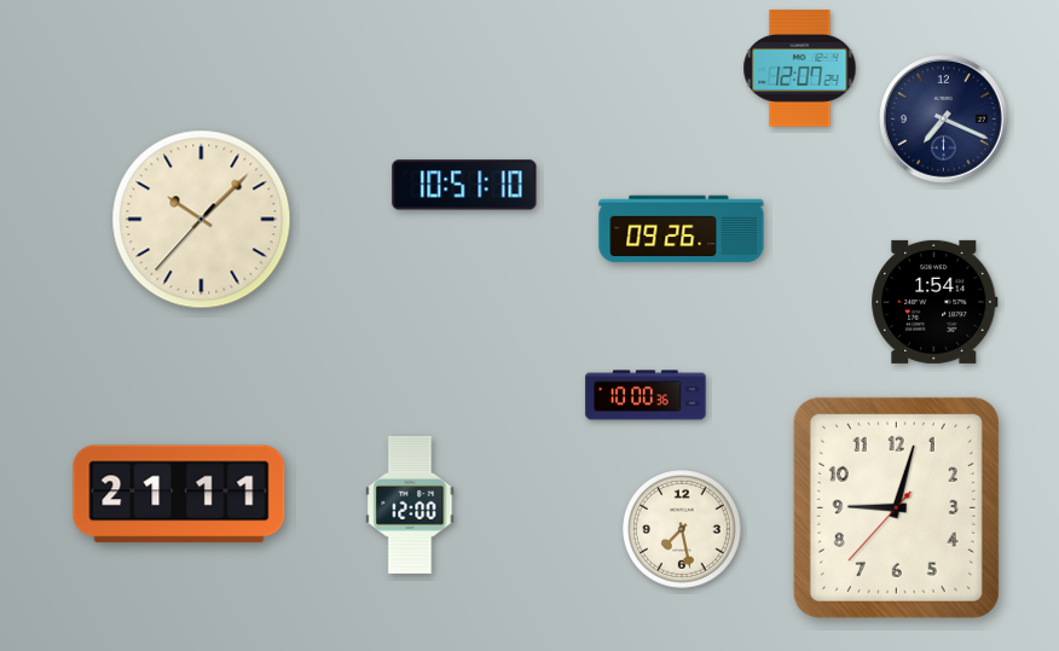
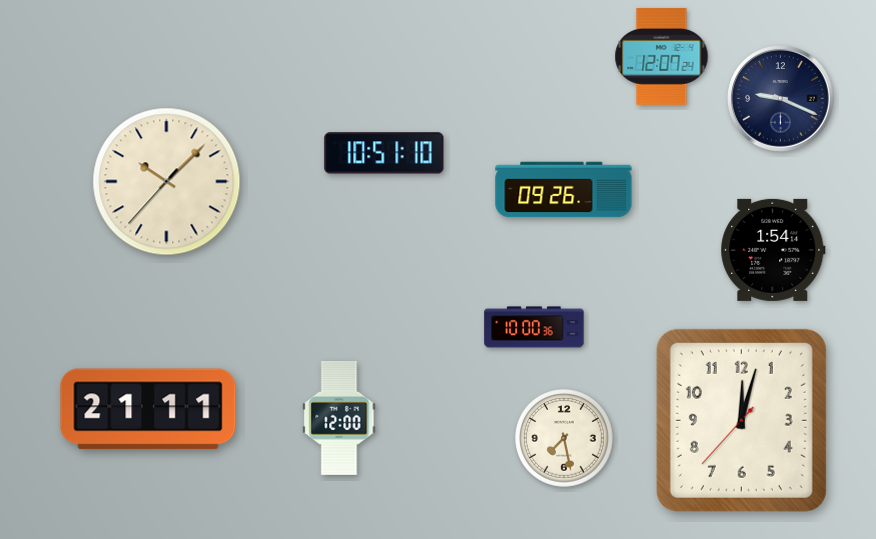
clock at (944, 120): 7:19 -> 9:19
clock at (896, 507): 9:02 -> 12:02
